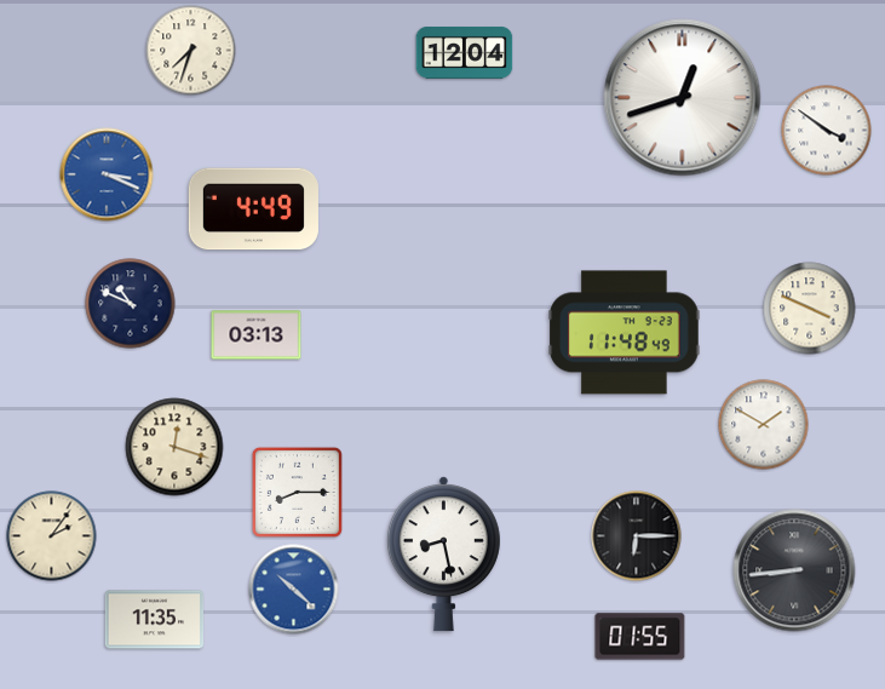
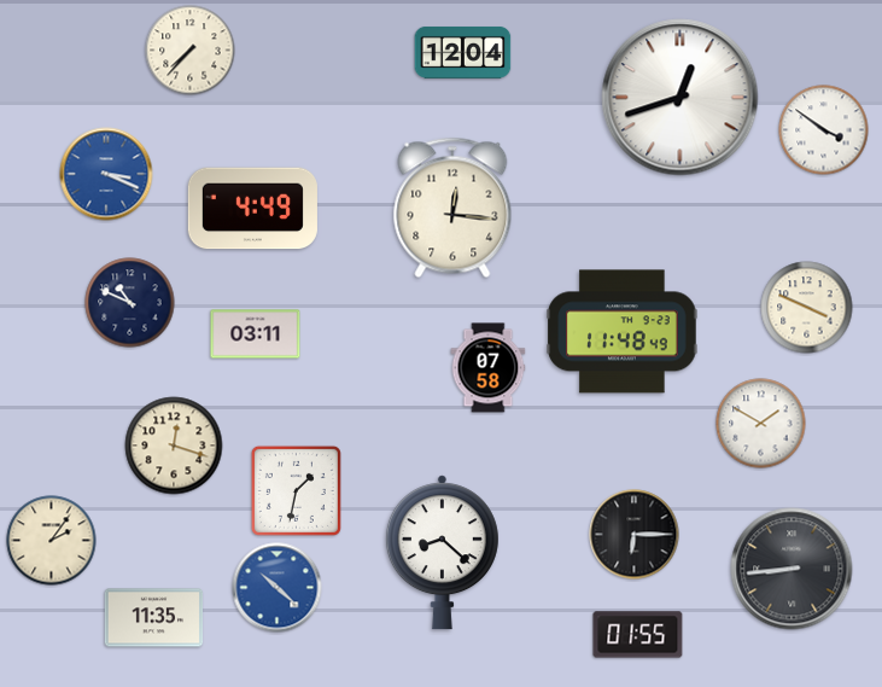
clock at (191, 51): 7:33 -> 7:37
clock at (452, 208): none -> 12:16
clock at (257, 335): 03:13 -> 03:11
clock at (489, 368): none -> 07:58
clock at (297, 492): 8:15 -> 1:32
clock at (52, 536) position: (52, 536) -> (52, 541)
clock at (443, 555): 8:28 -> 8:22
clock at (294, 590) position: (294, 590) -> (278, 588)
